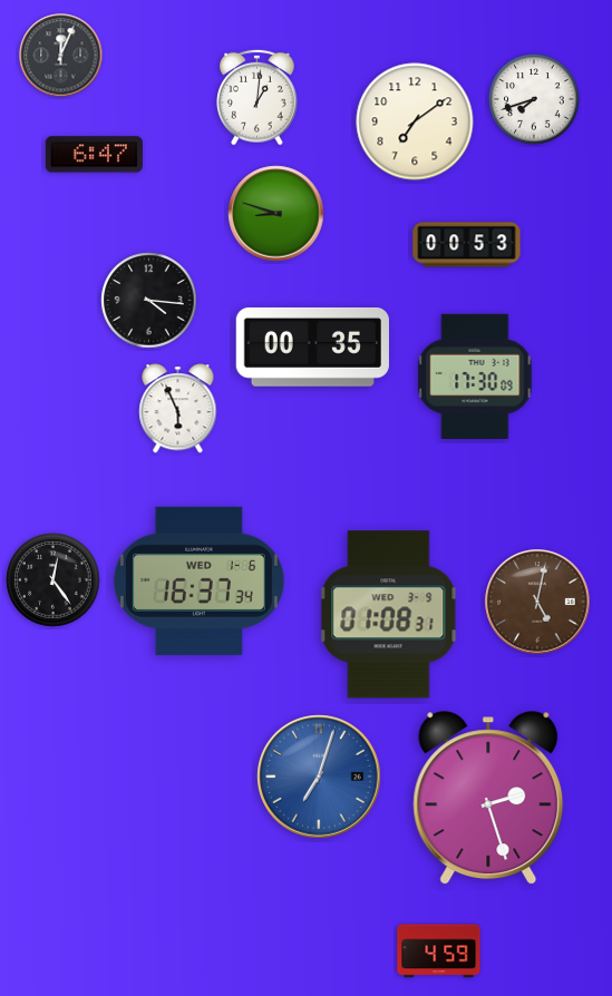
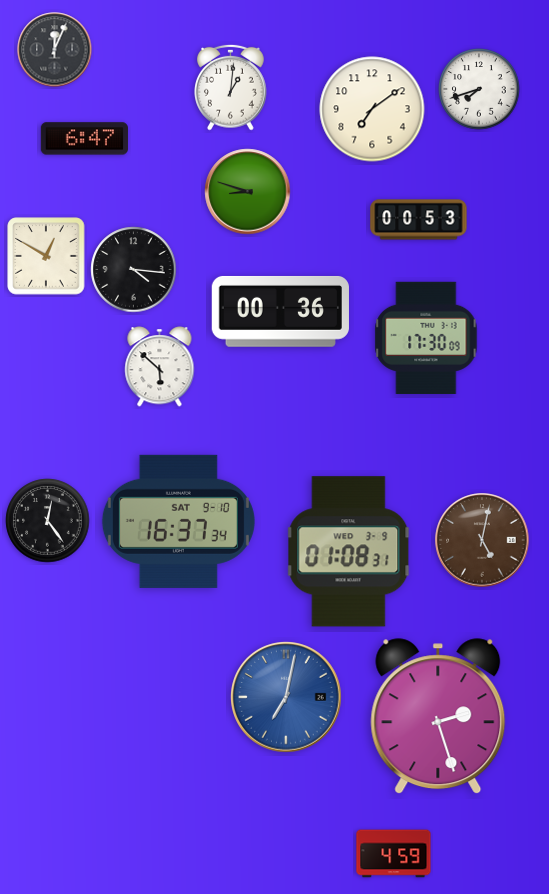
clock at (46, 256): none -> 12:50
clock at (312, 346): 00:35 -> 00:36
clock at (178, 409): 5:56 -> 5:52
clock at (198, 580) date: WED 1-6 -> SAT 9-10
clock at (319, 777): 7:03 -> 7:02
